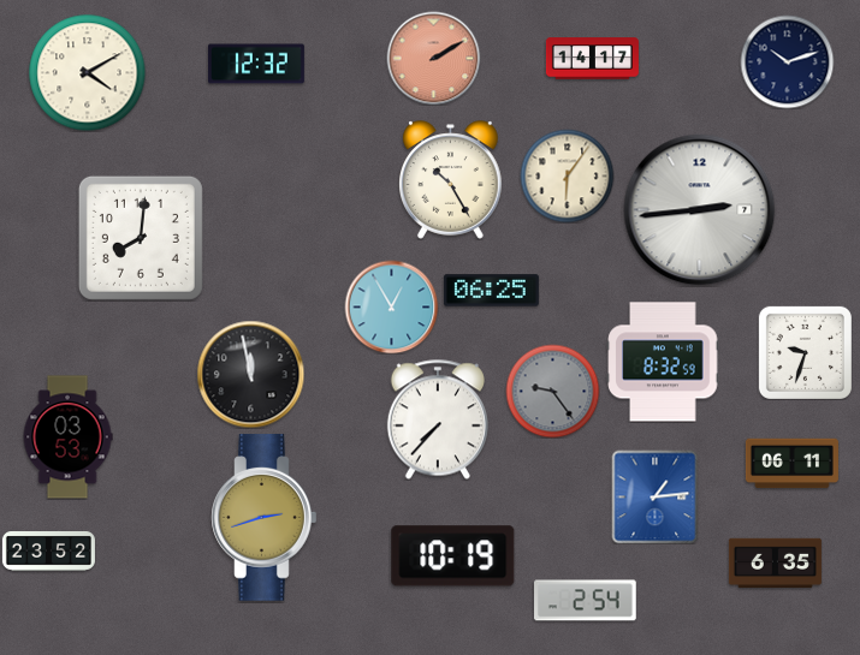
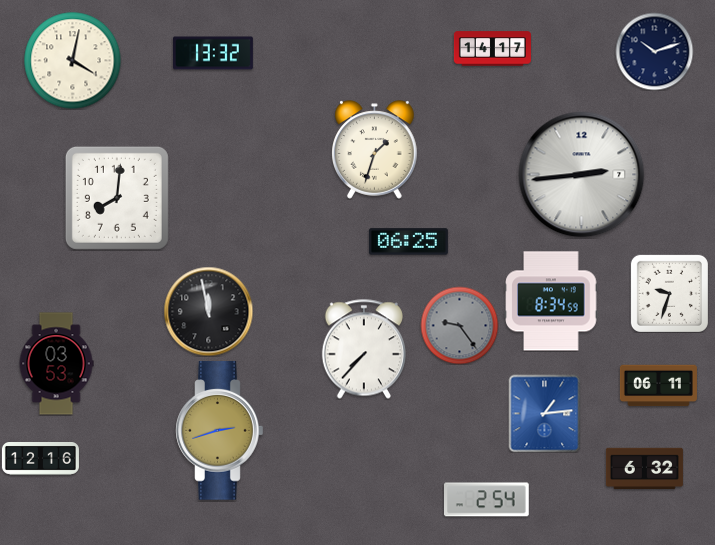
clock at (433, 58): 2:10 -> none
clock at (256, 64): 12:32 -> 13:32
clock at (87, 72): 4:10 -> 4:02
clock at (567, 175): 6:06 -> none
clock at (451, 180): 10:25 -> 1:33
clock at (391, 306): 12:55 -> none
clock at (663, 362): 8:32 -> 8:34
clock at (48, 552): 23:52 -> 12:16
clock at (453, 556): 10:19 -> none
clock at (775, 564): 6:35 -> 6:32
